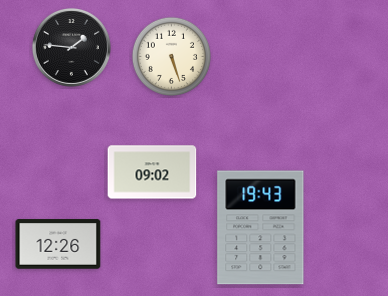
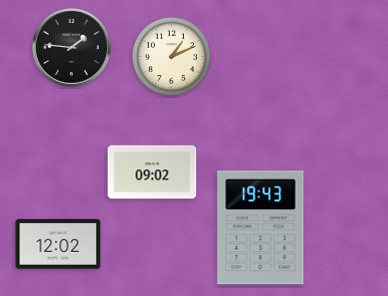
clock at (171, 56): 5:27 -> 1:11
clock at (58, 244): 12:26 -> 12:02
